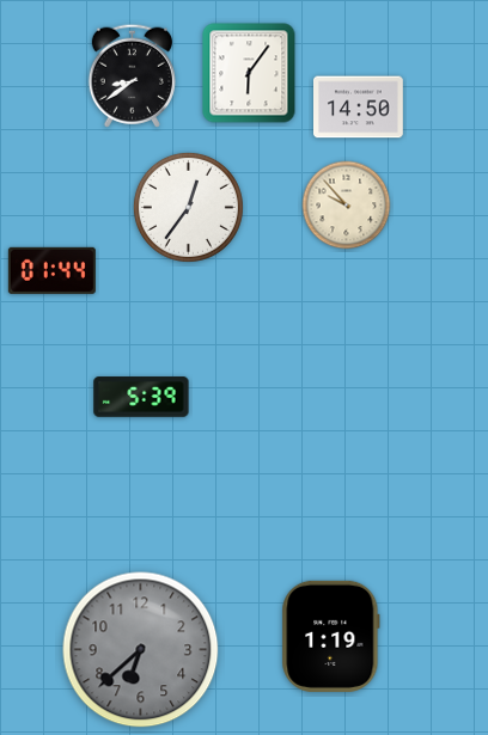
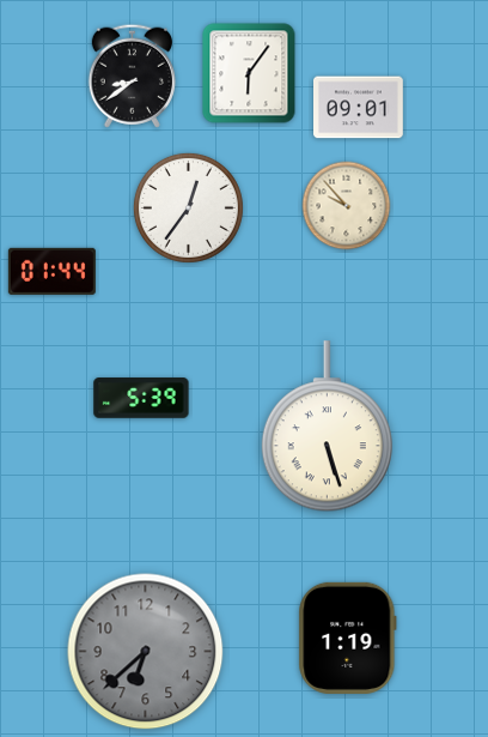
clock at (359, 108): 14:50 -> 09:01
clock at (327, 427): none -> 5:27
clock at (331, 636) position: (331, 636) -> (348, 638)
clock at (141, 650) position: (141, 650) -> (146, 652)
